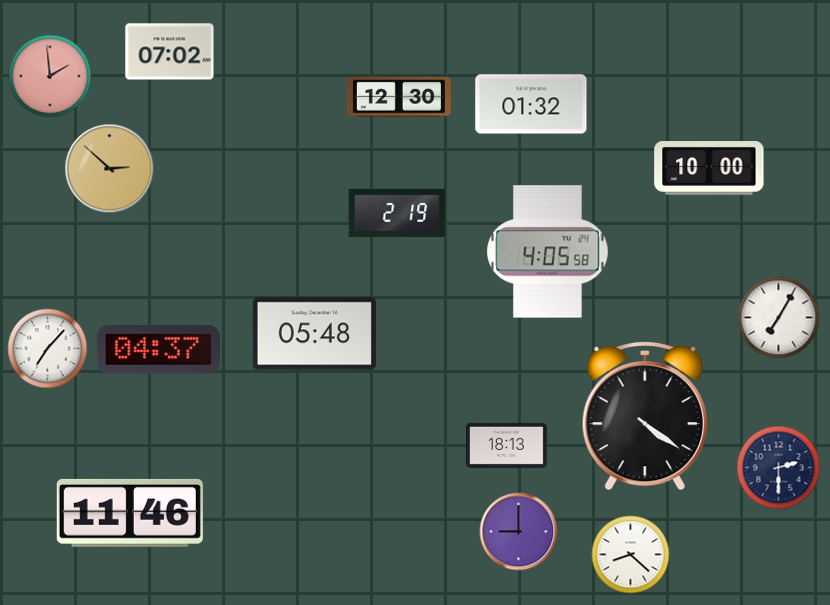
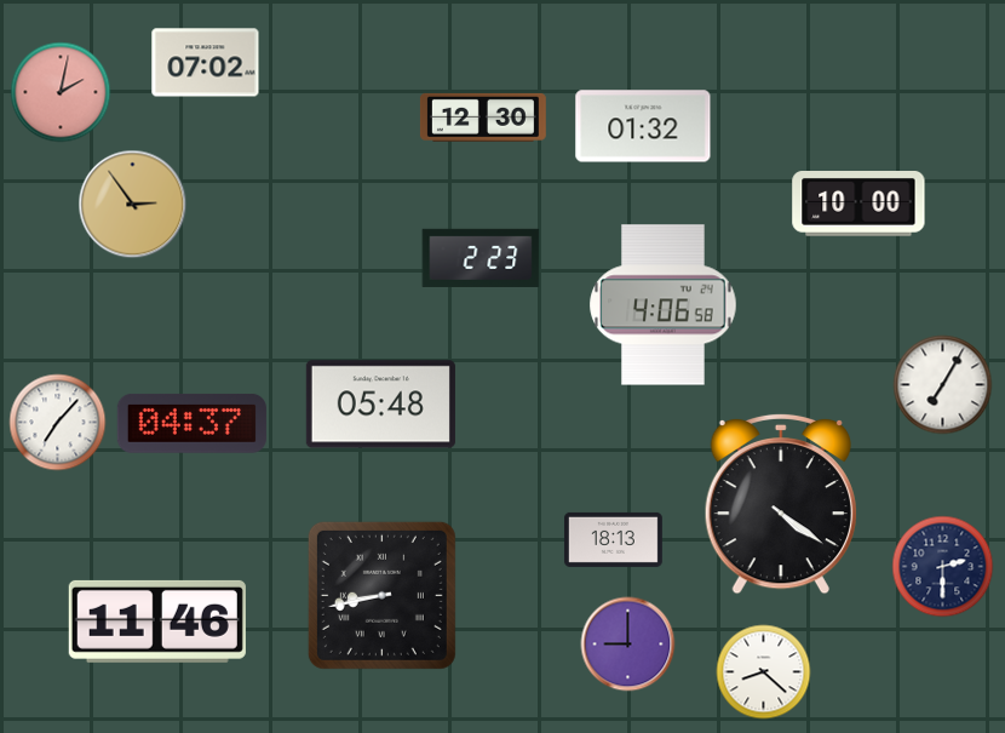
clock at (50, 76): 1:59 -> 2:02
clock at (110, 169): 2:52 -> 2:54
clock at (397, 213): 2:19 -> 2:23
clock at (548, 252): 4:05 -> 4:06
clock at (381, 595): none -> 8:43
